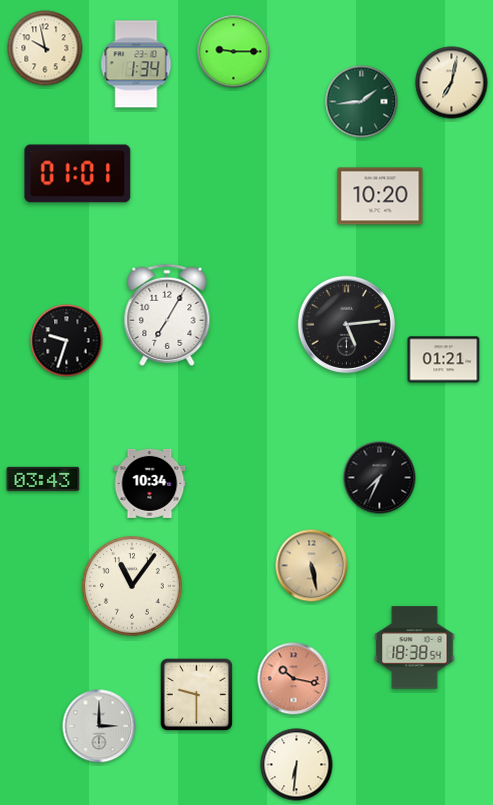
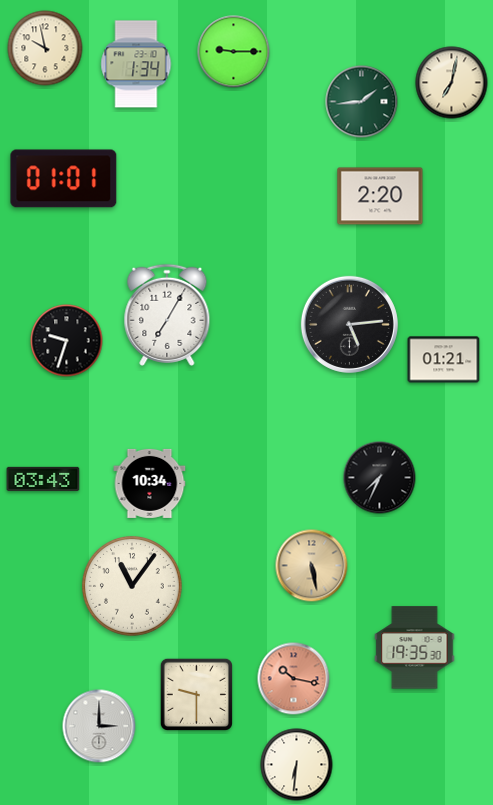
clock at (78, 174) position: (78, 174) -> (64, 179)
clock at (380, 196): 10:20 -> 2:20
clock at (346, 324) position: (346, 324) -> (349, 324)
clock at (415, 648): 18:38 -> 19:35
